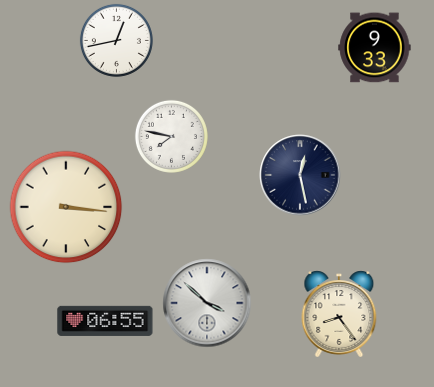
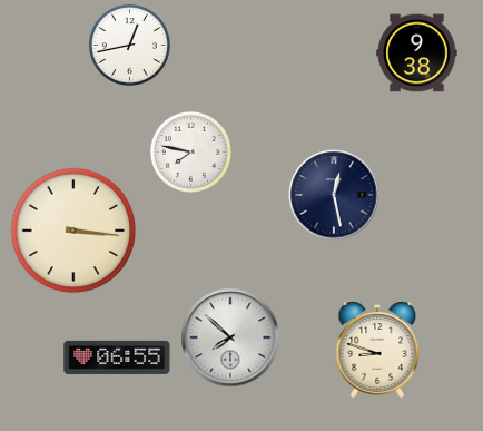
clock at (375, 48): 9:33 -> 9:38
clock at (207, 303): 3:52 -> 7:52
clock at (339, 314): 8:24 -> 8:48
